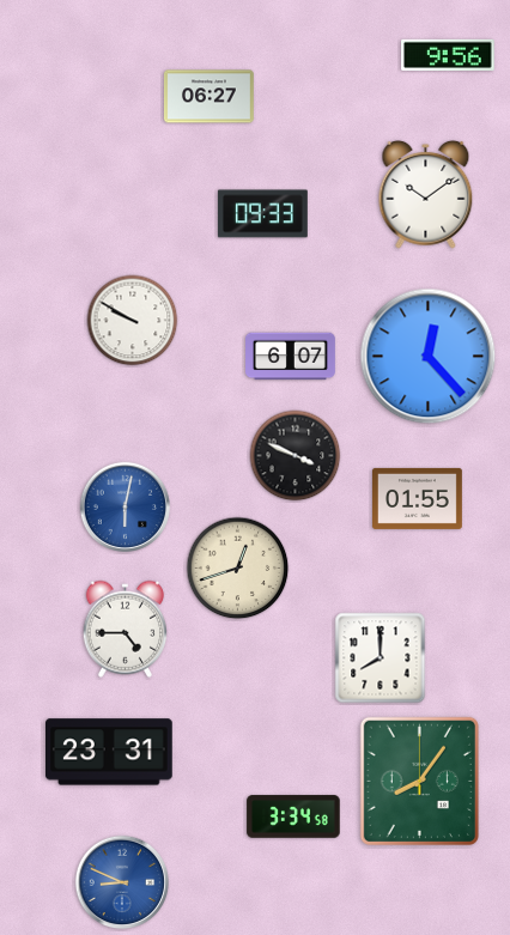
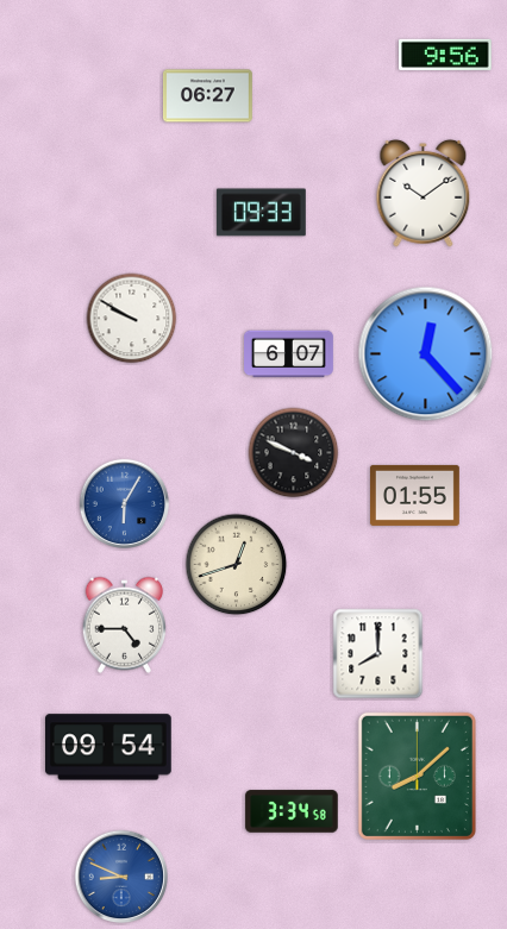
clock at (126, 508): 6:02 -> 6:05
clock at (110, 752): 23:31 -> 09:54
clock at (419, 781): 8:06 -> 8:08
